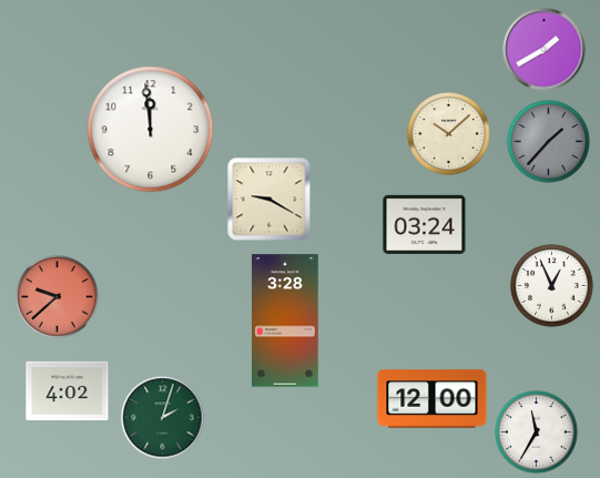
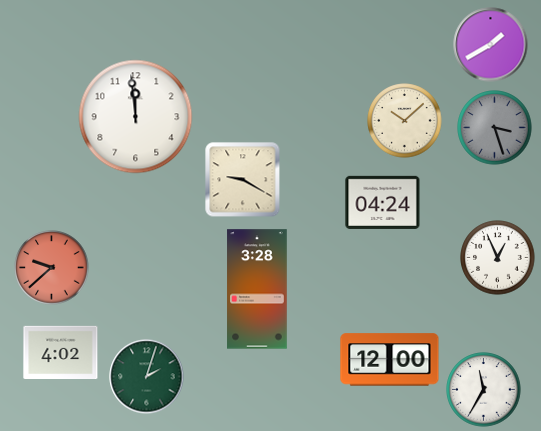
clock at (549, 142): 1:37 -> 3:27
clock at (425, 224): 03:24 -> 04:24
